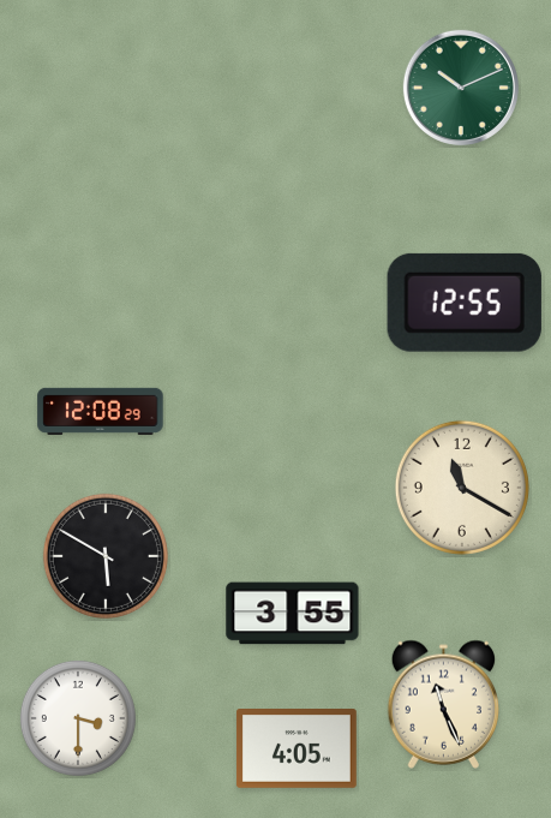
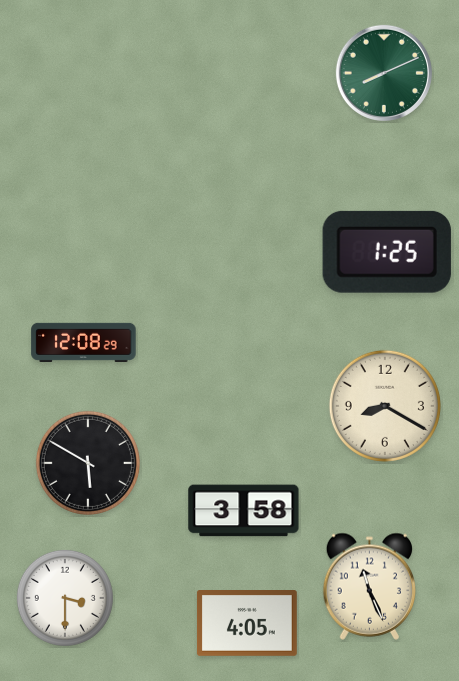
clock at (461, 88): 10:11 -> 8:11
clock at (465, 303): 12:55 -> 1:25
clock at (462, 488): 11:20 -> 8:20
clock at (293, 614): 3:55 -> 3:58
